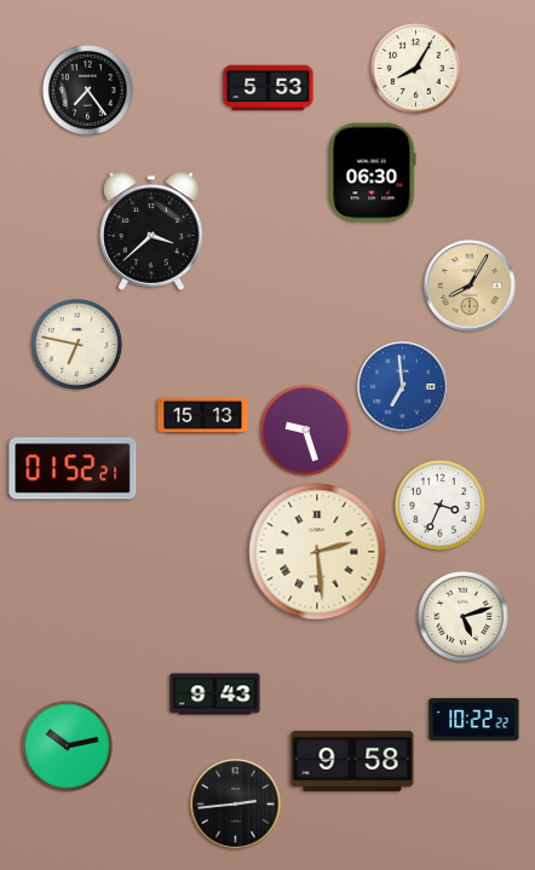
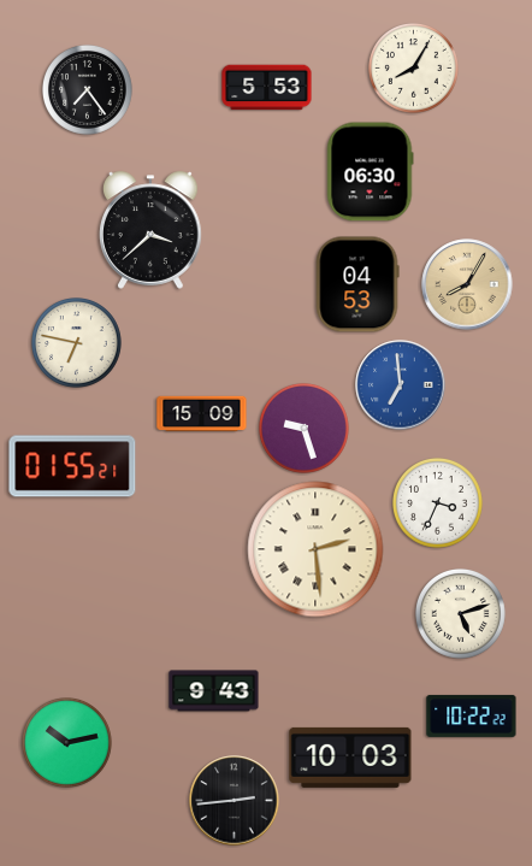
clock at (357, 284): none -> 04:53
clock at (203, 416): 15:13 -> 15:09
clock at (73, 468): 01:52 -> 01:55
clock at (352, 761): 9:58 -> 10:03
